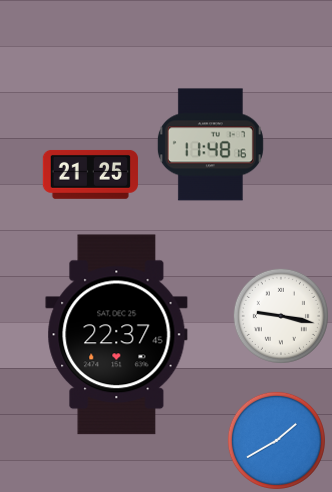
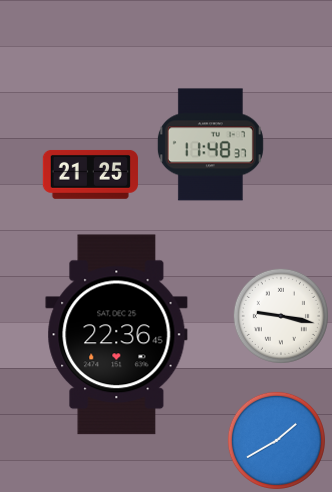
clock at (210, 145): 11:48:16 -> 11:48:37
clock at (117, 335): 22:37 -> 22:36
